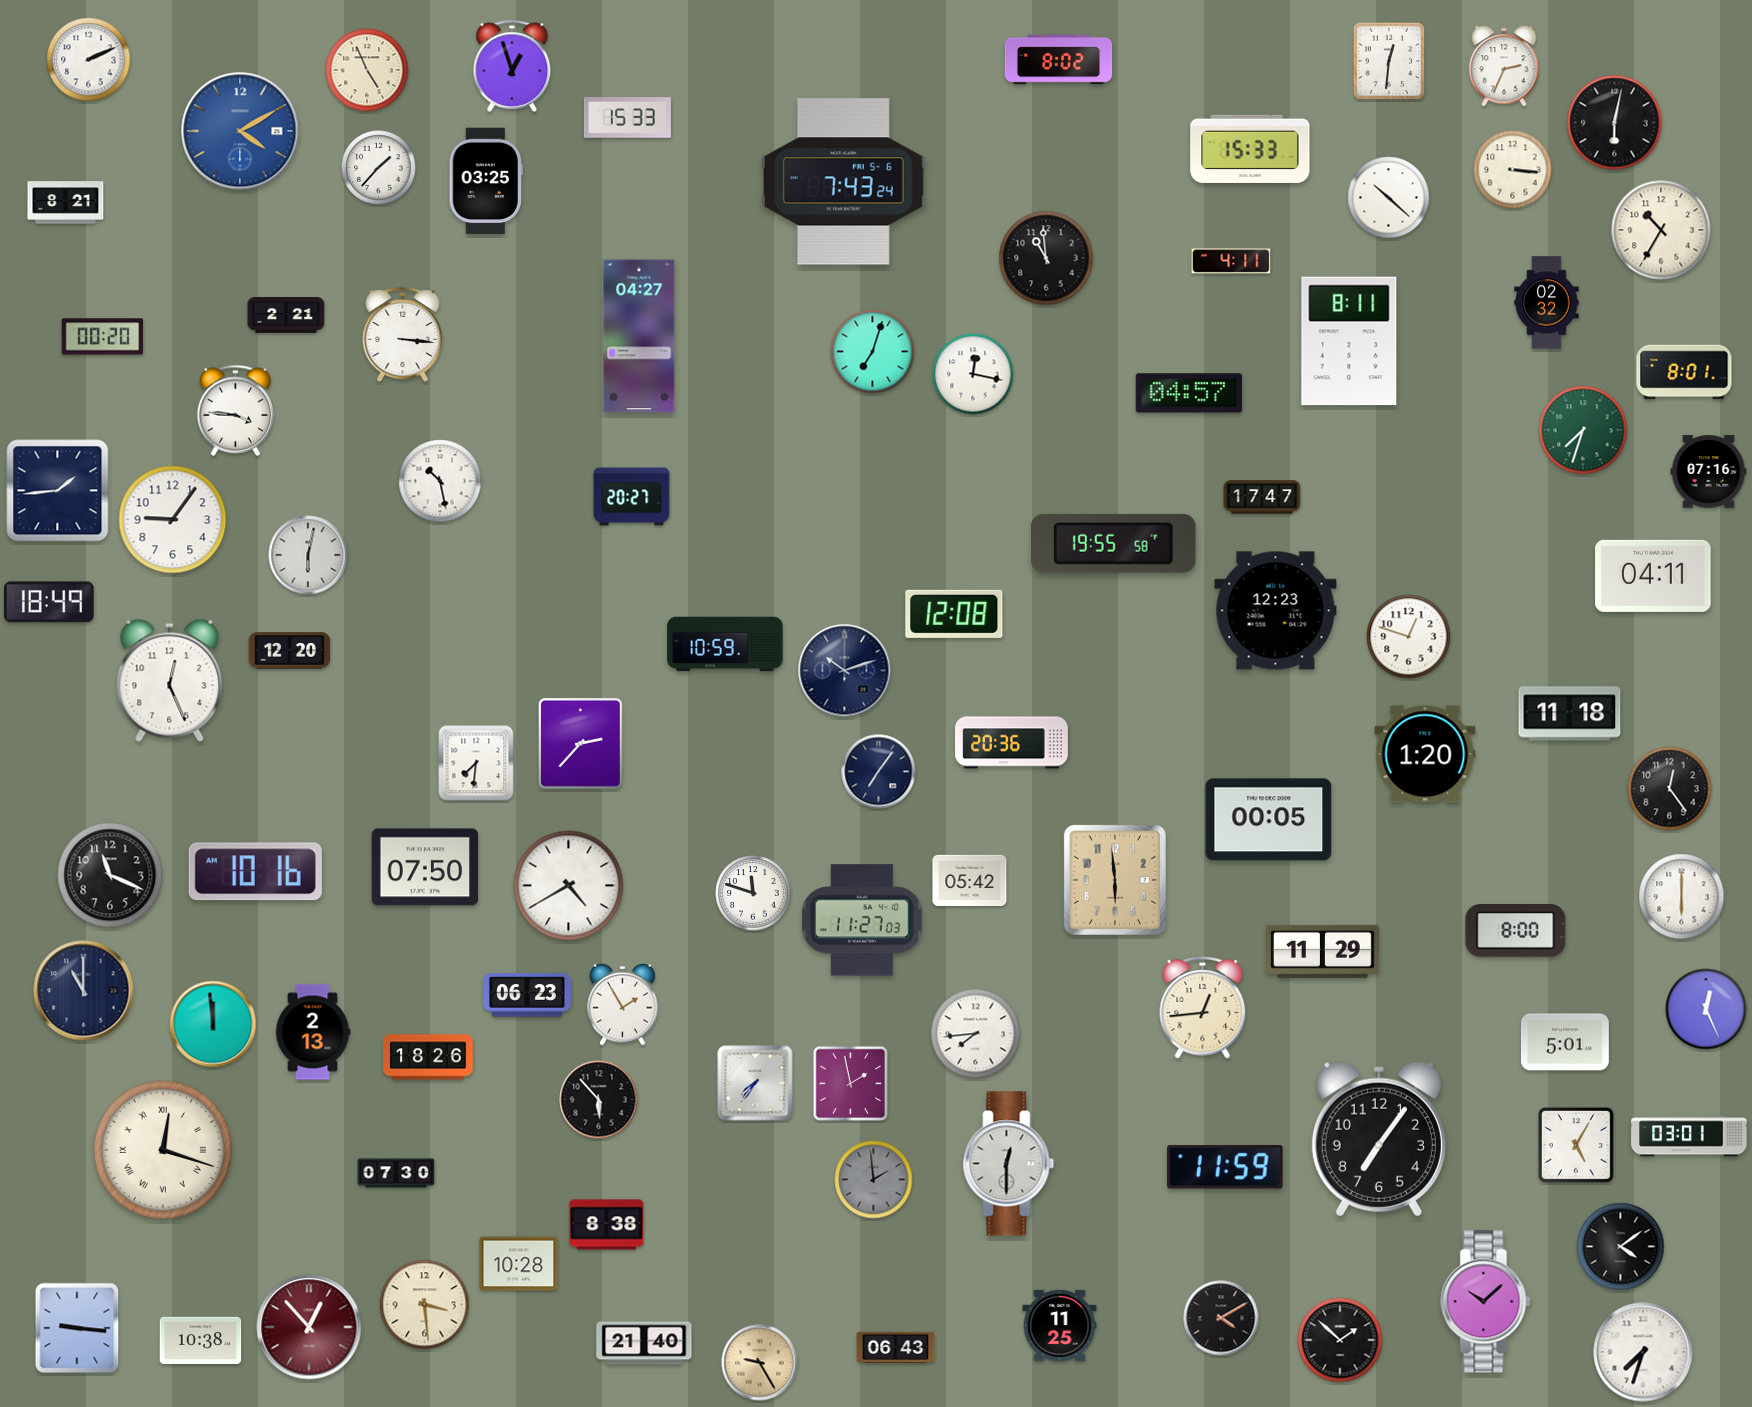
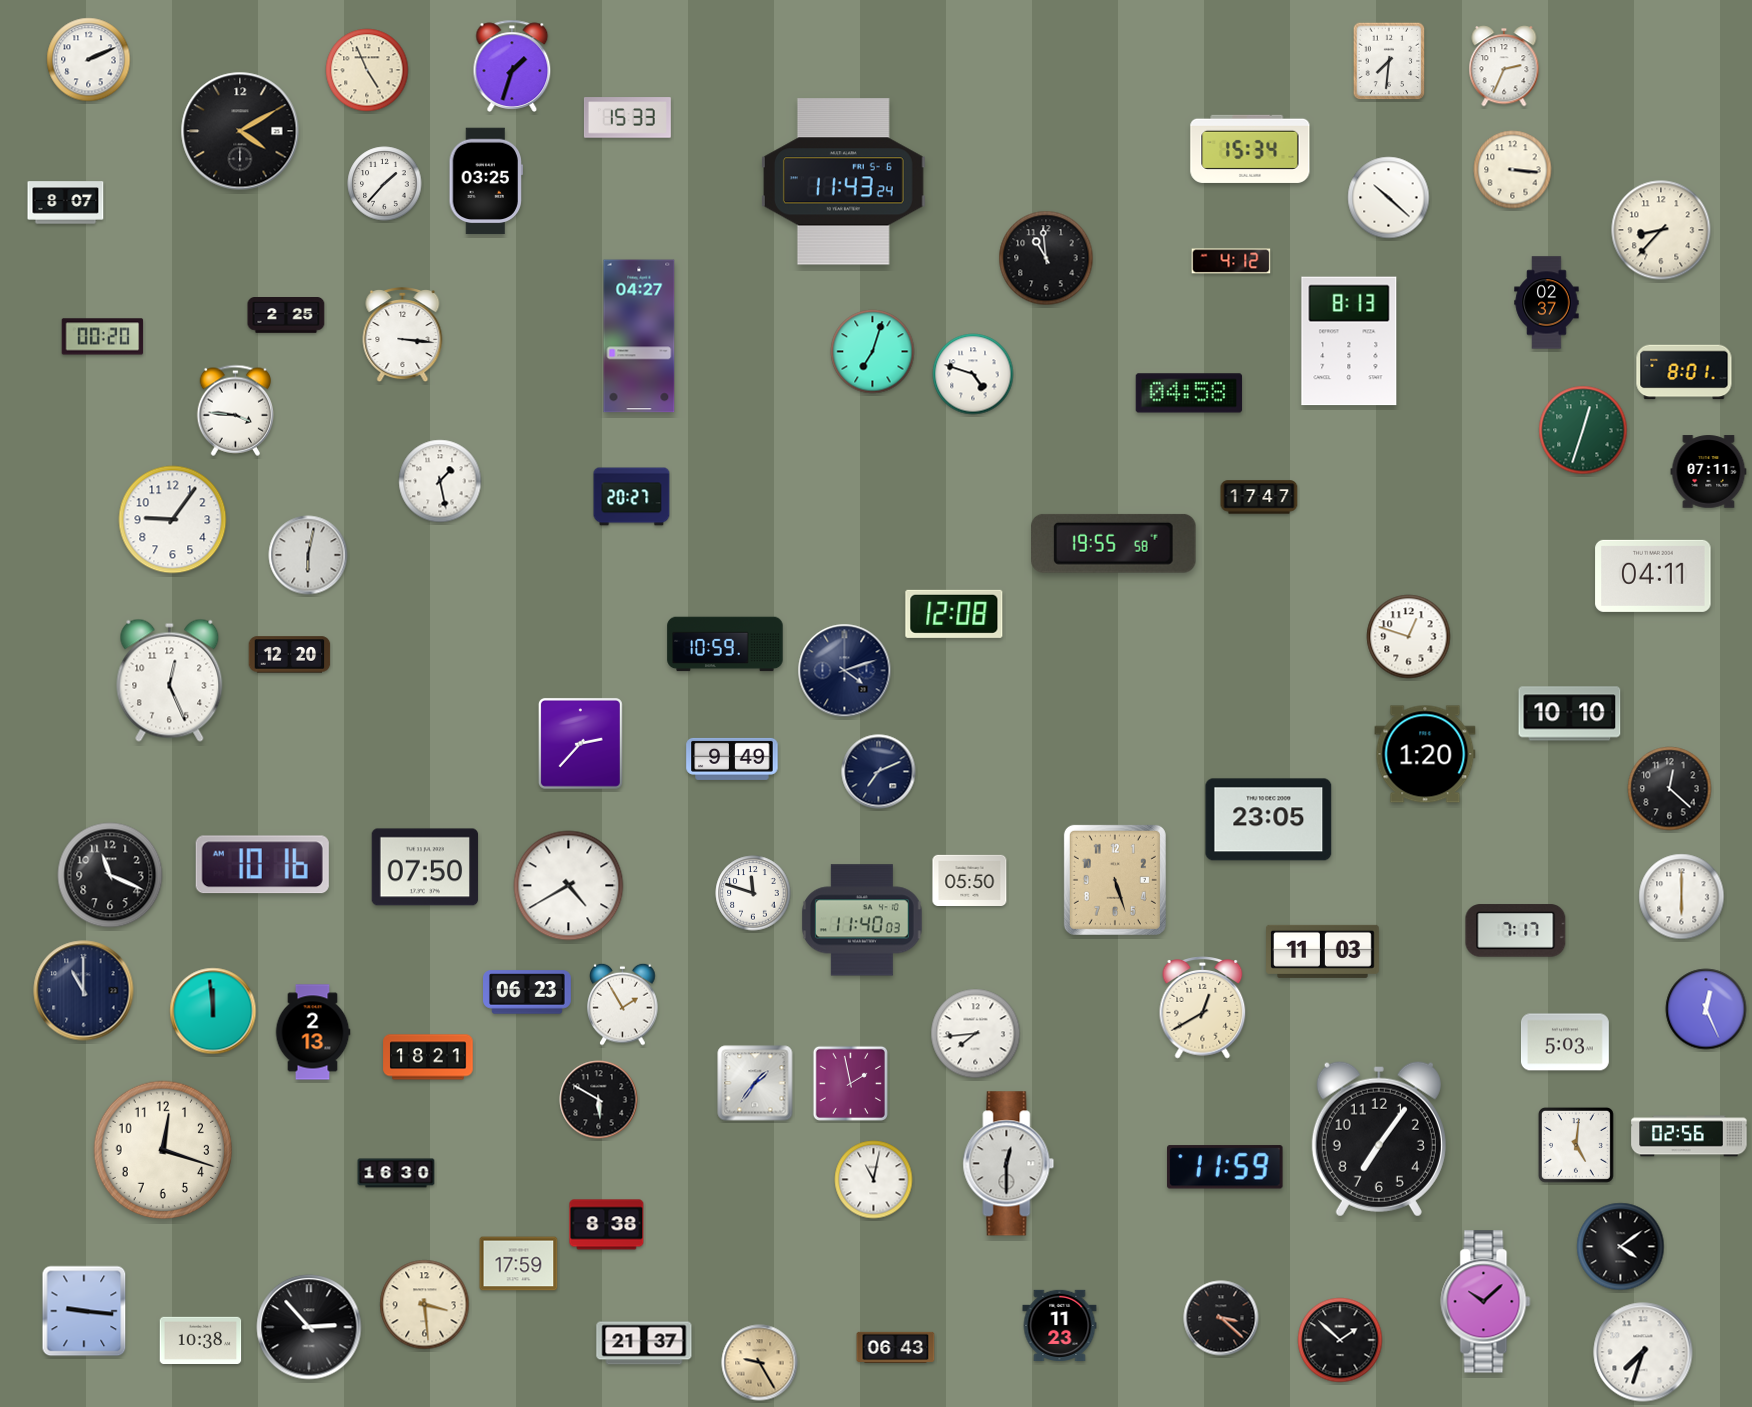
clock at (1059, 60): 8:02 -> none
clock at (1389, 61): 12:31 -> 7:31
clock at (512, 66): 12:57 -> 1:33
clock at (1615, 123): 6:02 -> none
clock at (240, 131) dial: blue -> black
clock at (1250, 149): 15:33 -> 15:34
clock at (379, 168) position: (379, 168) -> (385, 184)
clock at (843, 182): 7:43 -> 11:43
clock at (66, 203): 8:21 -> 8:07
clock at (1661, 230): 10:35 -> 8:37
clock at (1231, 261): 4:11 -> 4:12
clock at (1547, 303): 02:32 -> 02:37
clock at (286, 316): 2:21 -> 2:25
clock at (1349, 341): 8:11 -> 8:13
clock at (973, 374): 12:17 -> 4:48
clock at (1189, 393): 04:57 -> 04:58
clock at (1583, 430): 7:33 -> 12:33
clock at (1709, 472): 07:16 -> 07:11
clock at (440, 481): 10:28 -> 1:28
clock at (58, 491): 1:44 -> none
clock at (1262, 497) position: (1262, 497) -> (1259, 497)
clock at (49, 602): 18:49 -> none
clock at (1276, 611): 12:23 -> none
clock at (290, 651) position: (290, 651) -> (290, 655)
clock at (845, 671): 10:12 -> 4:12
clock at (1570, 714): 11:18 -> 10:10
clock at (1012, 743): 20:36 -> none
clock at (732, 759): none -> 9:49
clock at (476, 763): 7:31 -> none
clock at (879, 772): 7:06 -> 7:11
clock at (1670, 789): 12:24 -> 12:22
clock at (1269, 820): 00:05 -> 23:05
clock at (255, 872) position: (255, 872) -> (262, 865)
clock at (970, 880): 05:42 -> 05:50
clock at (1115, 880): 5:59 -> 5:27
clock at (863, 920): 11:27 -> 11:40
clock at (1516, 931): 8:00 -> 7:17
clock at (1323, 951): 11:29 -> 11:03
clock at (528, 995) position: (528, 995) -> (528, 992)
clock at (1203, 1008): 12:44 -> 12:40
clock at (213, 1024) position: (213, 1024) -> (213, 1011)
clock at (1565, 1042): 5:01 -> 5:03
clock at (428, 1057): 18:26 -> 18:21
clock at (755, 1083): 7:36 -> 1:36
clock at (599, 1100): 5:53 -> 5:50
clock at (1689, 1136): 03:01 -> 02:56
clock at (1576, 1145): 5:05 -> 5:01
clock at (163, 1150) numerals: Roman -> Arabic
clock at (396, 1173): 07:30 -> 16:30
clock at (874, 1180): 1:59 -> 11:02
clock at (874, 1180) dial: grey -> white
clock at (519, 1264): 10:28 -> 17:59
clock at (1221, 1318): 4:10 -> 3:22
clock at (1060, 1325): 11:25 -> 11:23
clock at (309, 1327): 12:53 -> 2:53
clock at (309, 1327) dial: burgundy -> black
clock at (77, 1328) position: (77, 1328) -> (84, 1311)
clock at (644, 1343): 21:40 -> 21:37
